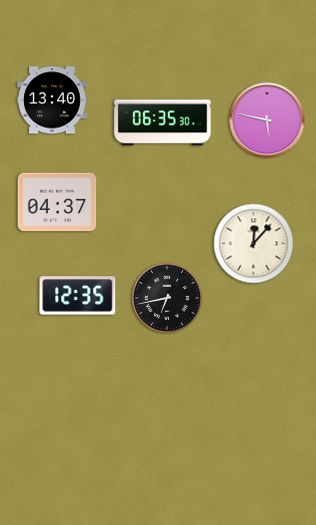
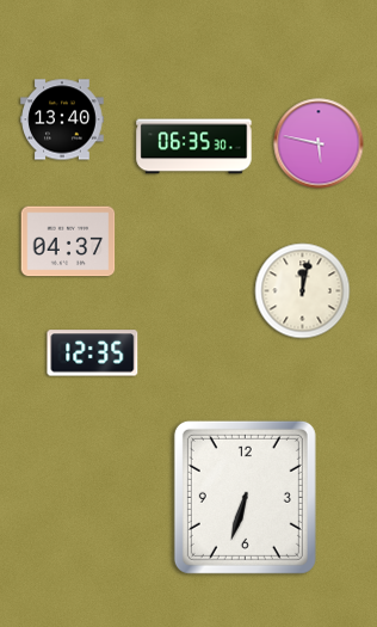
clock at (254, 244): 12:07 -> 12:02
clock at (166, 297): 6:43 -> none
clock at (245, 497): none -> 6:33
